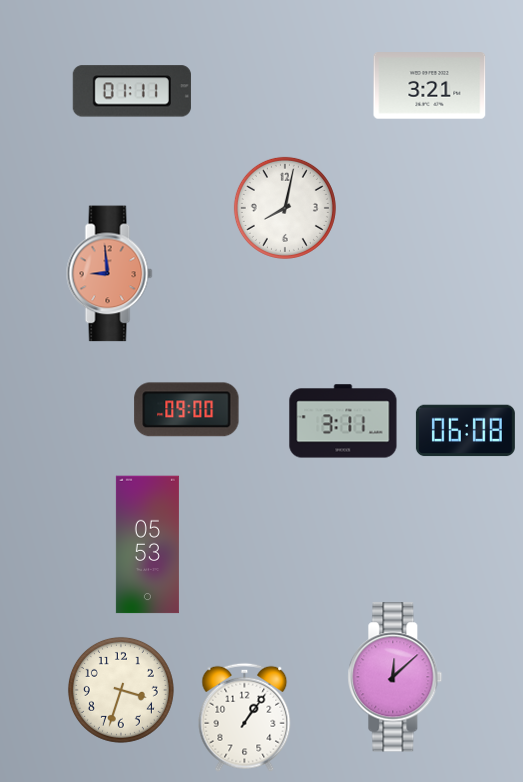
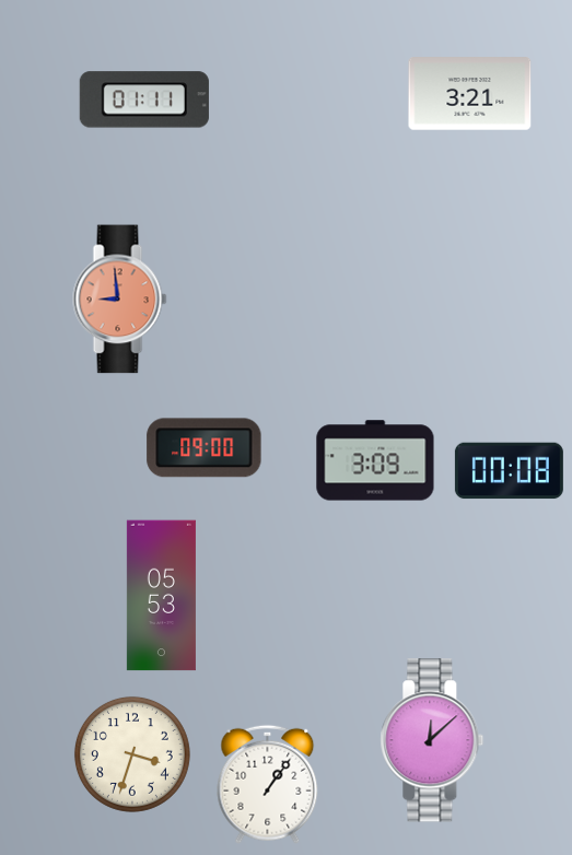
clock at (285, 208): 8:02 -> none
clock at (343, 421): 3:11 -> 3:09
clock at (465, 431): 06:08 -> 00:08
